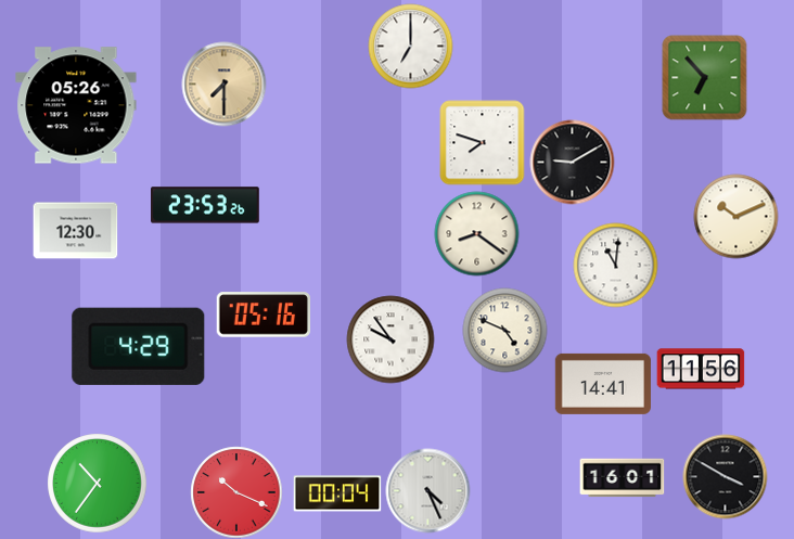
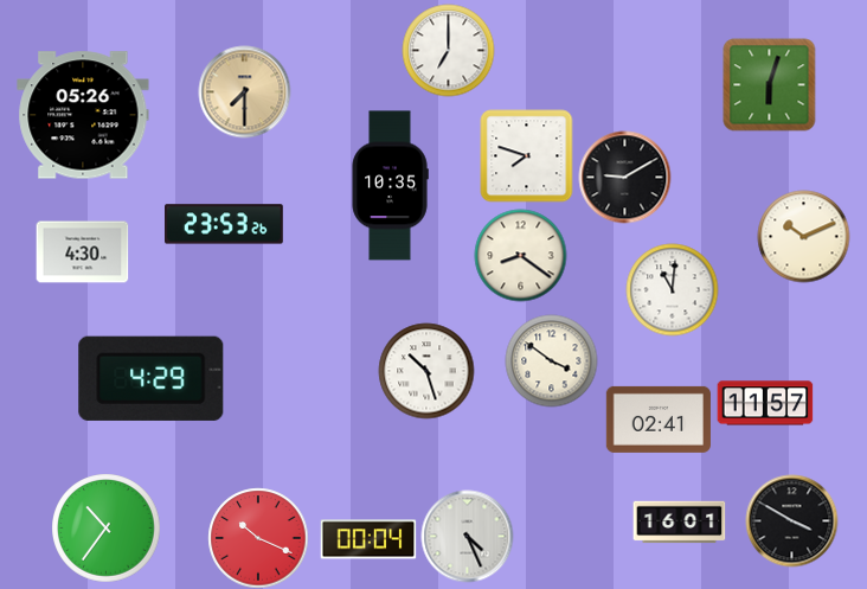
clock at (704, 77): 6:53 -> 6:03
clock at (390, 186): none -> 10:35
clock at (75, 231): 12:30 -> 4:30
clock at (262, 315): 05:16 -> none
clock at (504, 330): 4:49 -> 3:51
clock at (390, 339): 9:54 -> 10:27
clock at (701, 369): 11:56 -> 11:57
clock at (603, 384): 14:41 -> 02:41
